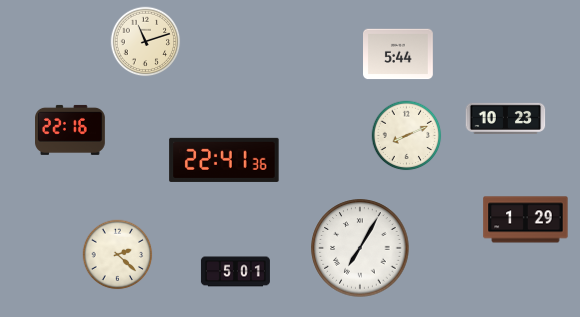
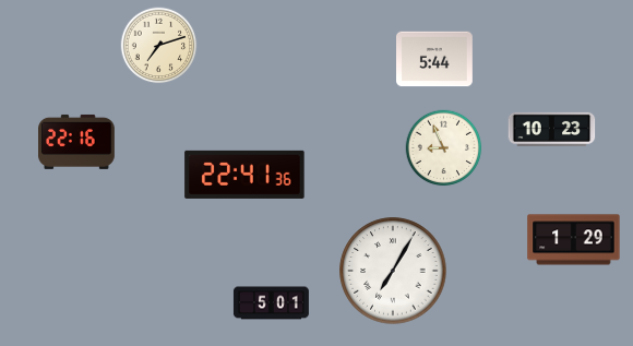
clock at (146, 42): 11:12 -> 7:12
clock at (407, 136): 8:11 -> 8:56
clock at (118, 255): 2:22 -> none
clock at (235, 272) position: (235, 272) -> (271, 303)
